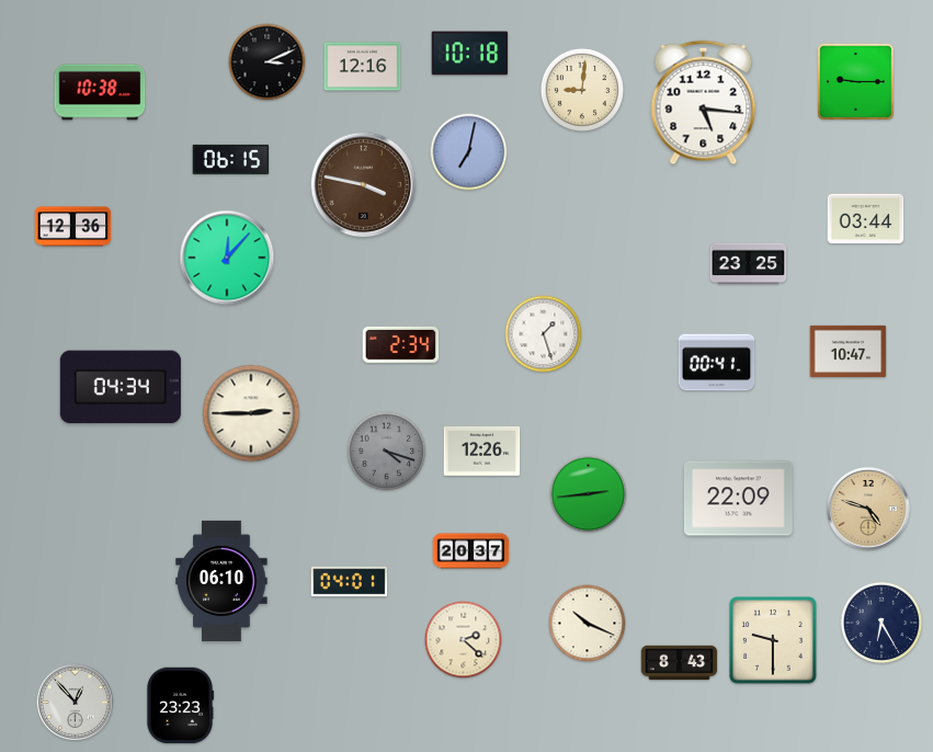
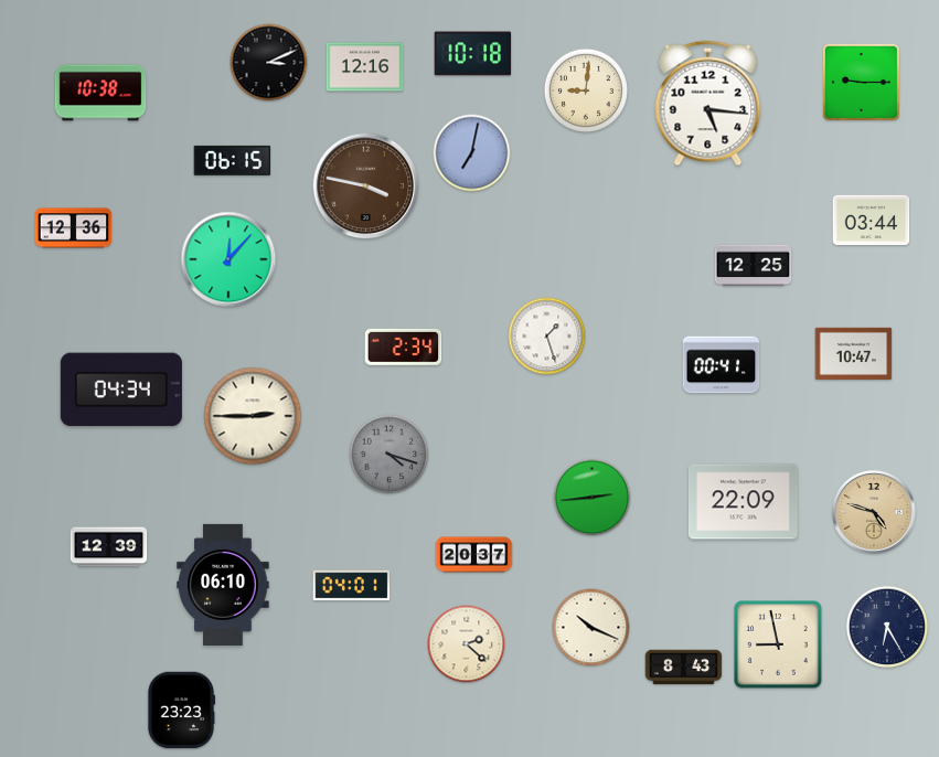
clock at (749, 264): 23:25 -> 12:25
clock at (482, 452): 12:26 -> none
clock at (109, 547): none -> 12:39
clock at (774, 641): 9:30 -> 8:58
clock at (76, 703): 12:53 -> none
